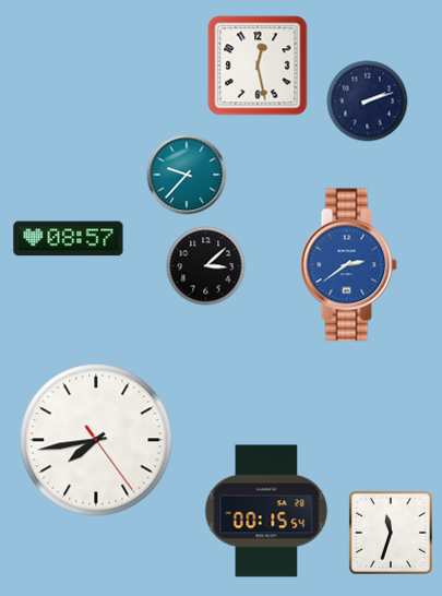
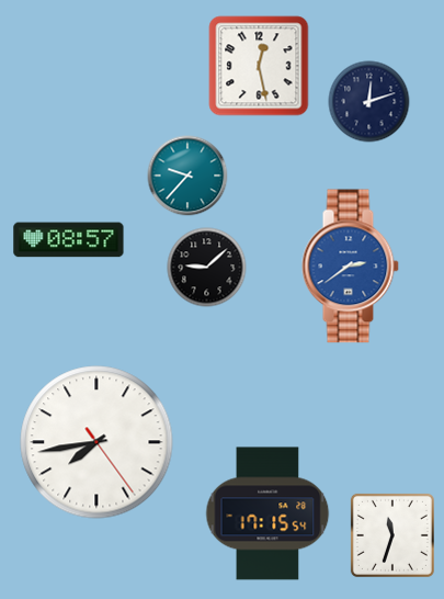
clock at (368, 102): 2:12 -> 12:12
clock at (206, 266): 3:08 -> 9:08
clock at (266, 511): 00:15 -> 17:15
